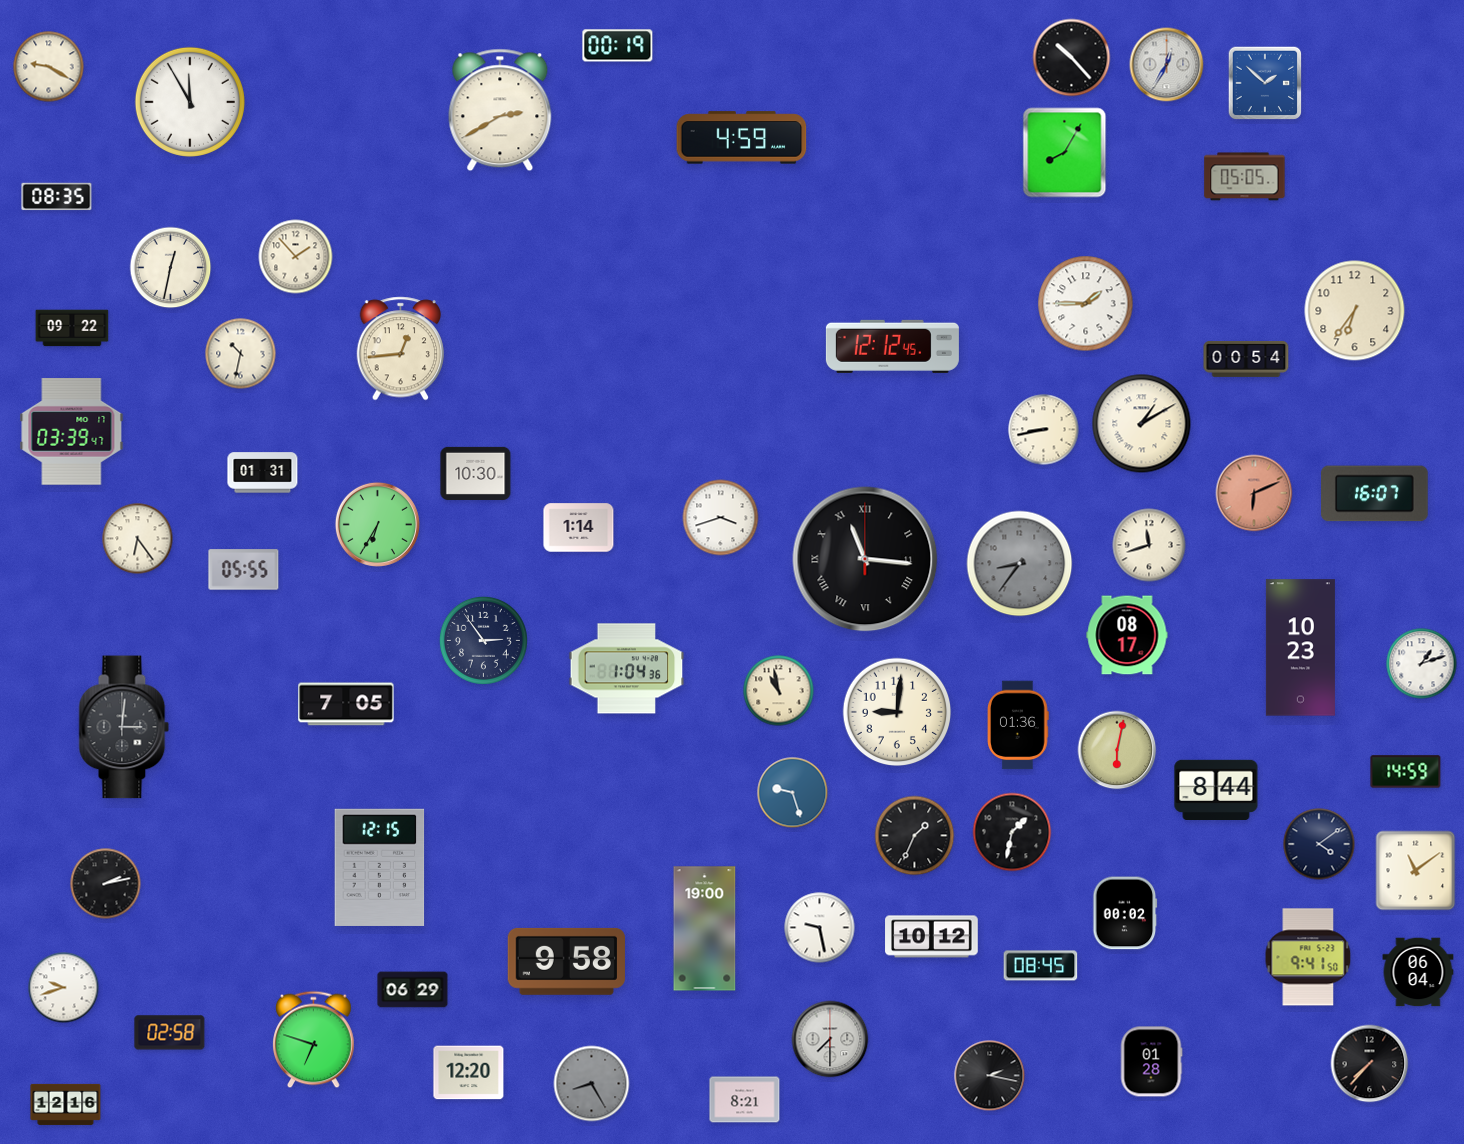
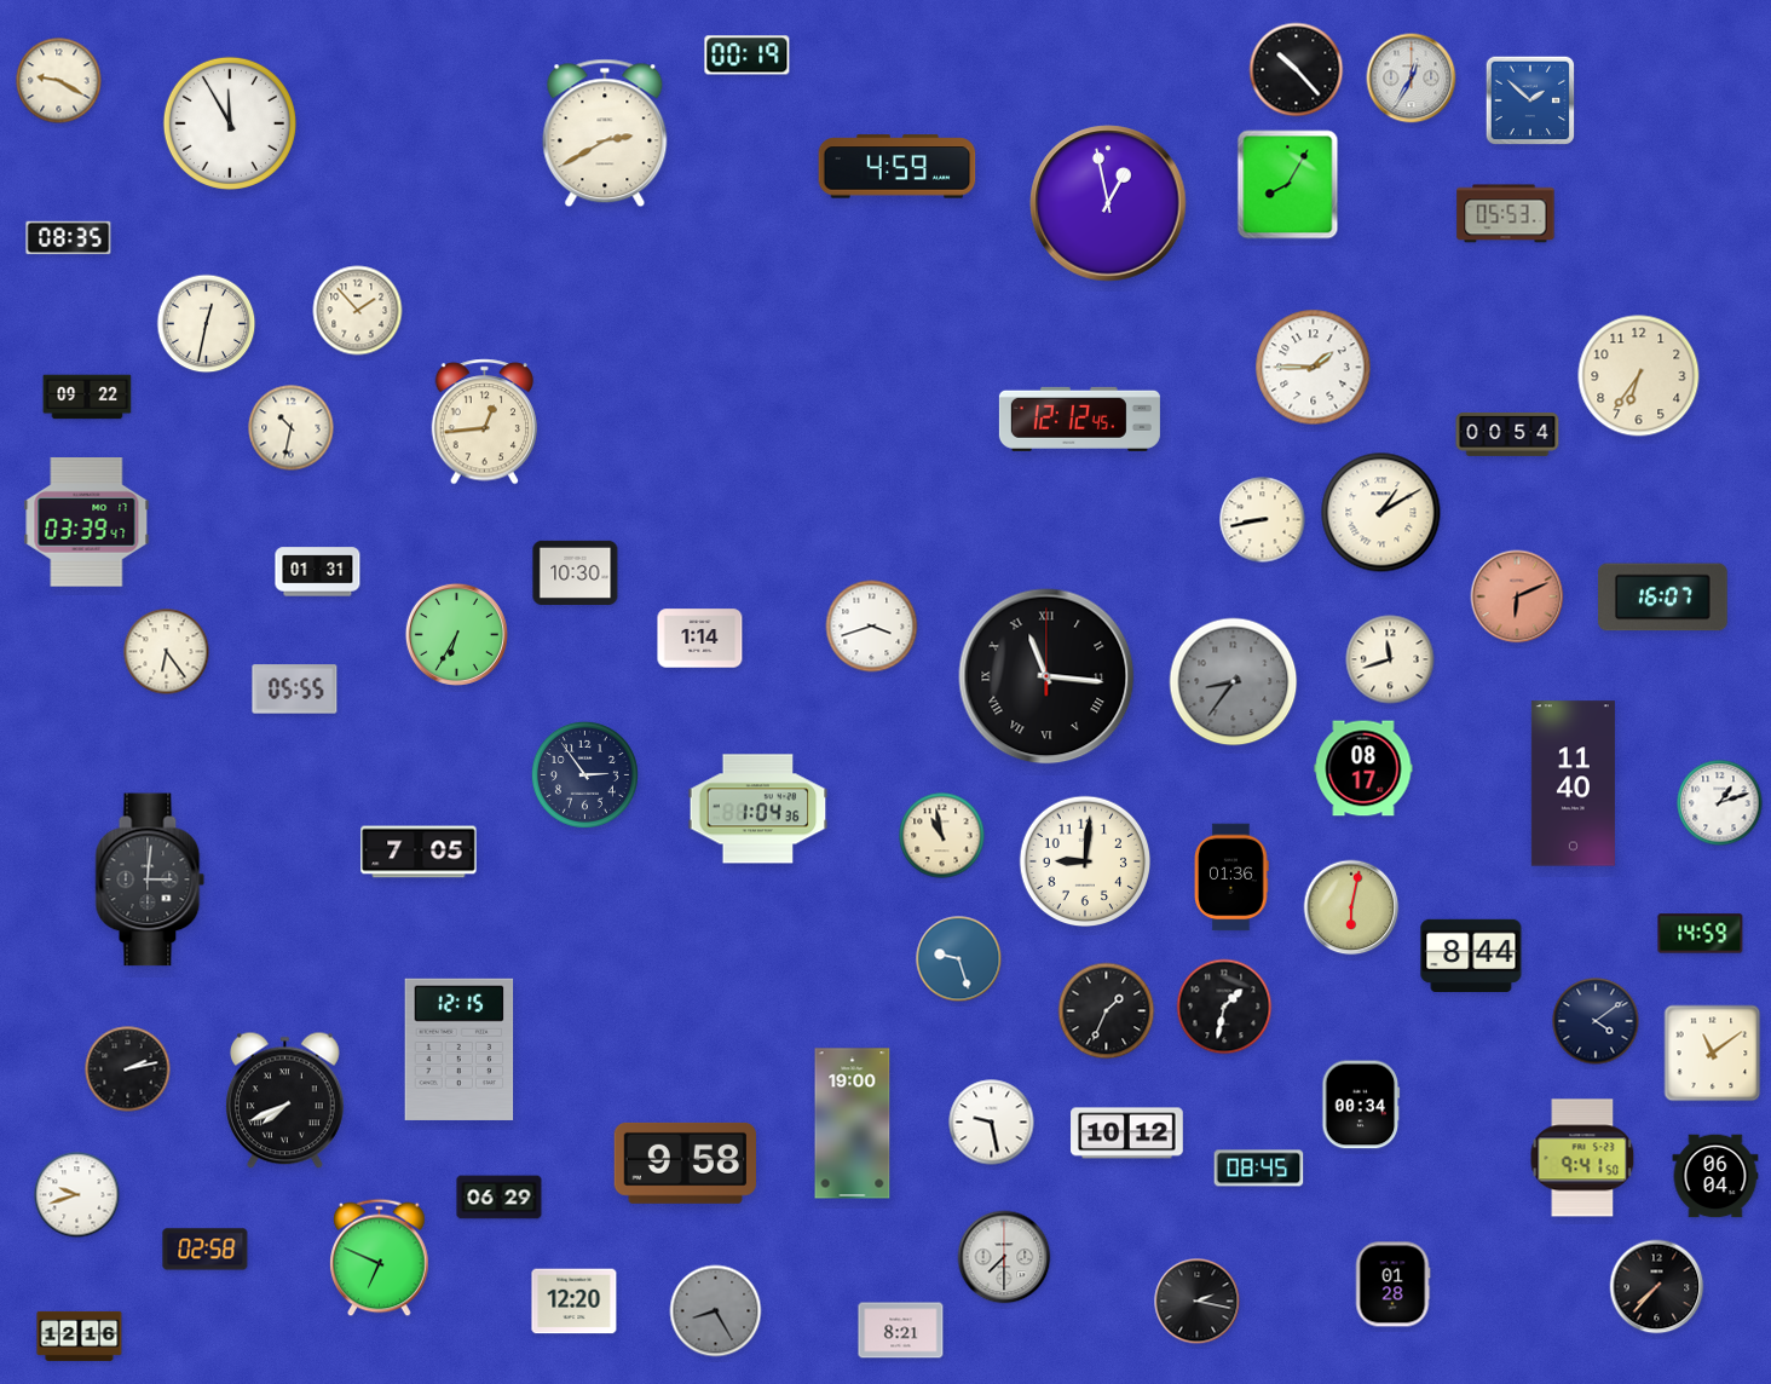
clock at (1108, 203): none -> 12:58
clock at (1245, 177): 05:05 -> 05:53
clock at (1300, 648): 10:23 -> 11:40
clock at (284, 1101): none -> 7:41
clock at (1125, 913): 00:02 -> 00:34
clock at (314, 1040): 6:48 -> 6:49
clock at (469, 1073) position: (469, 1073) -> (575, 1302)
